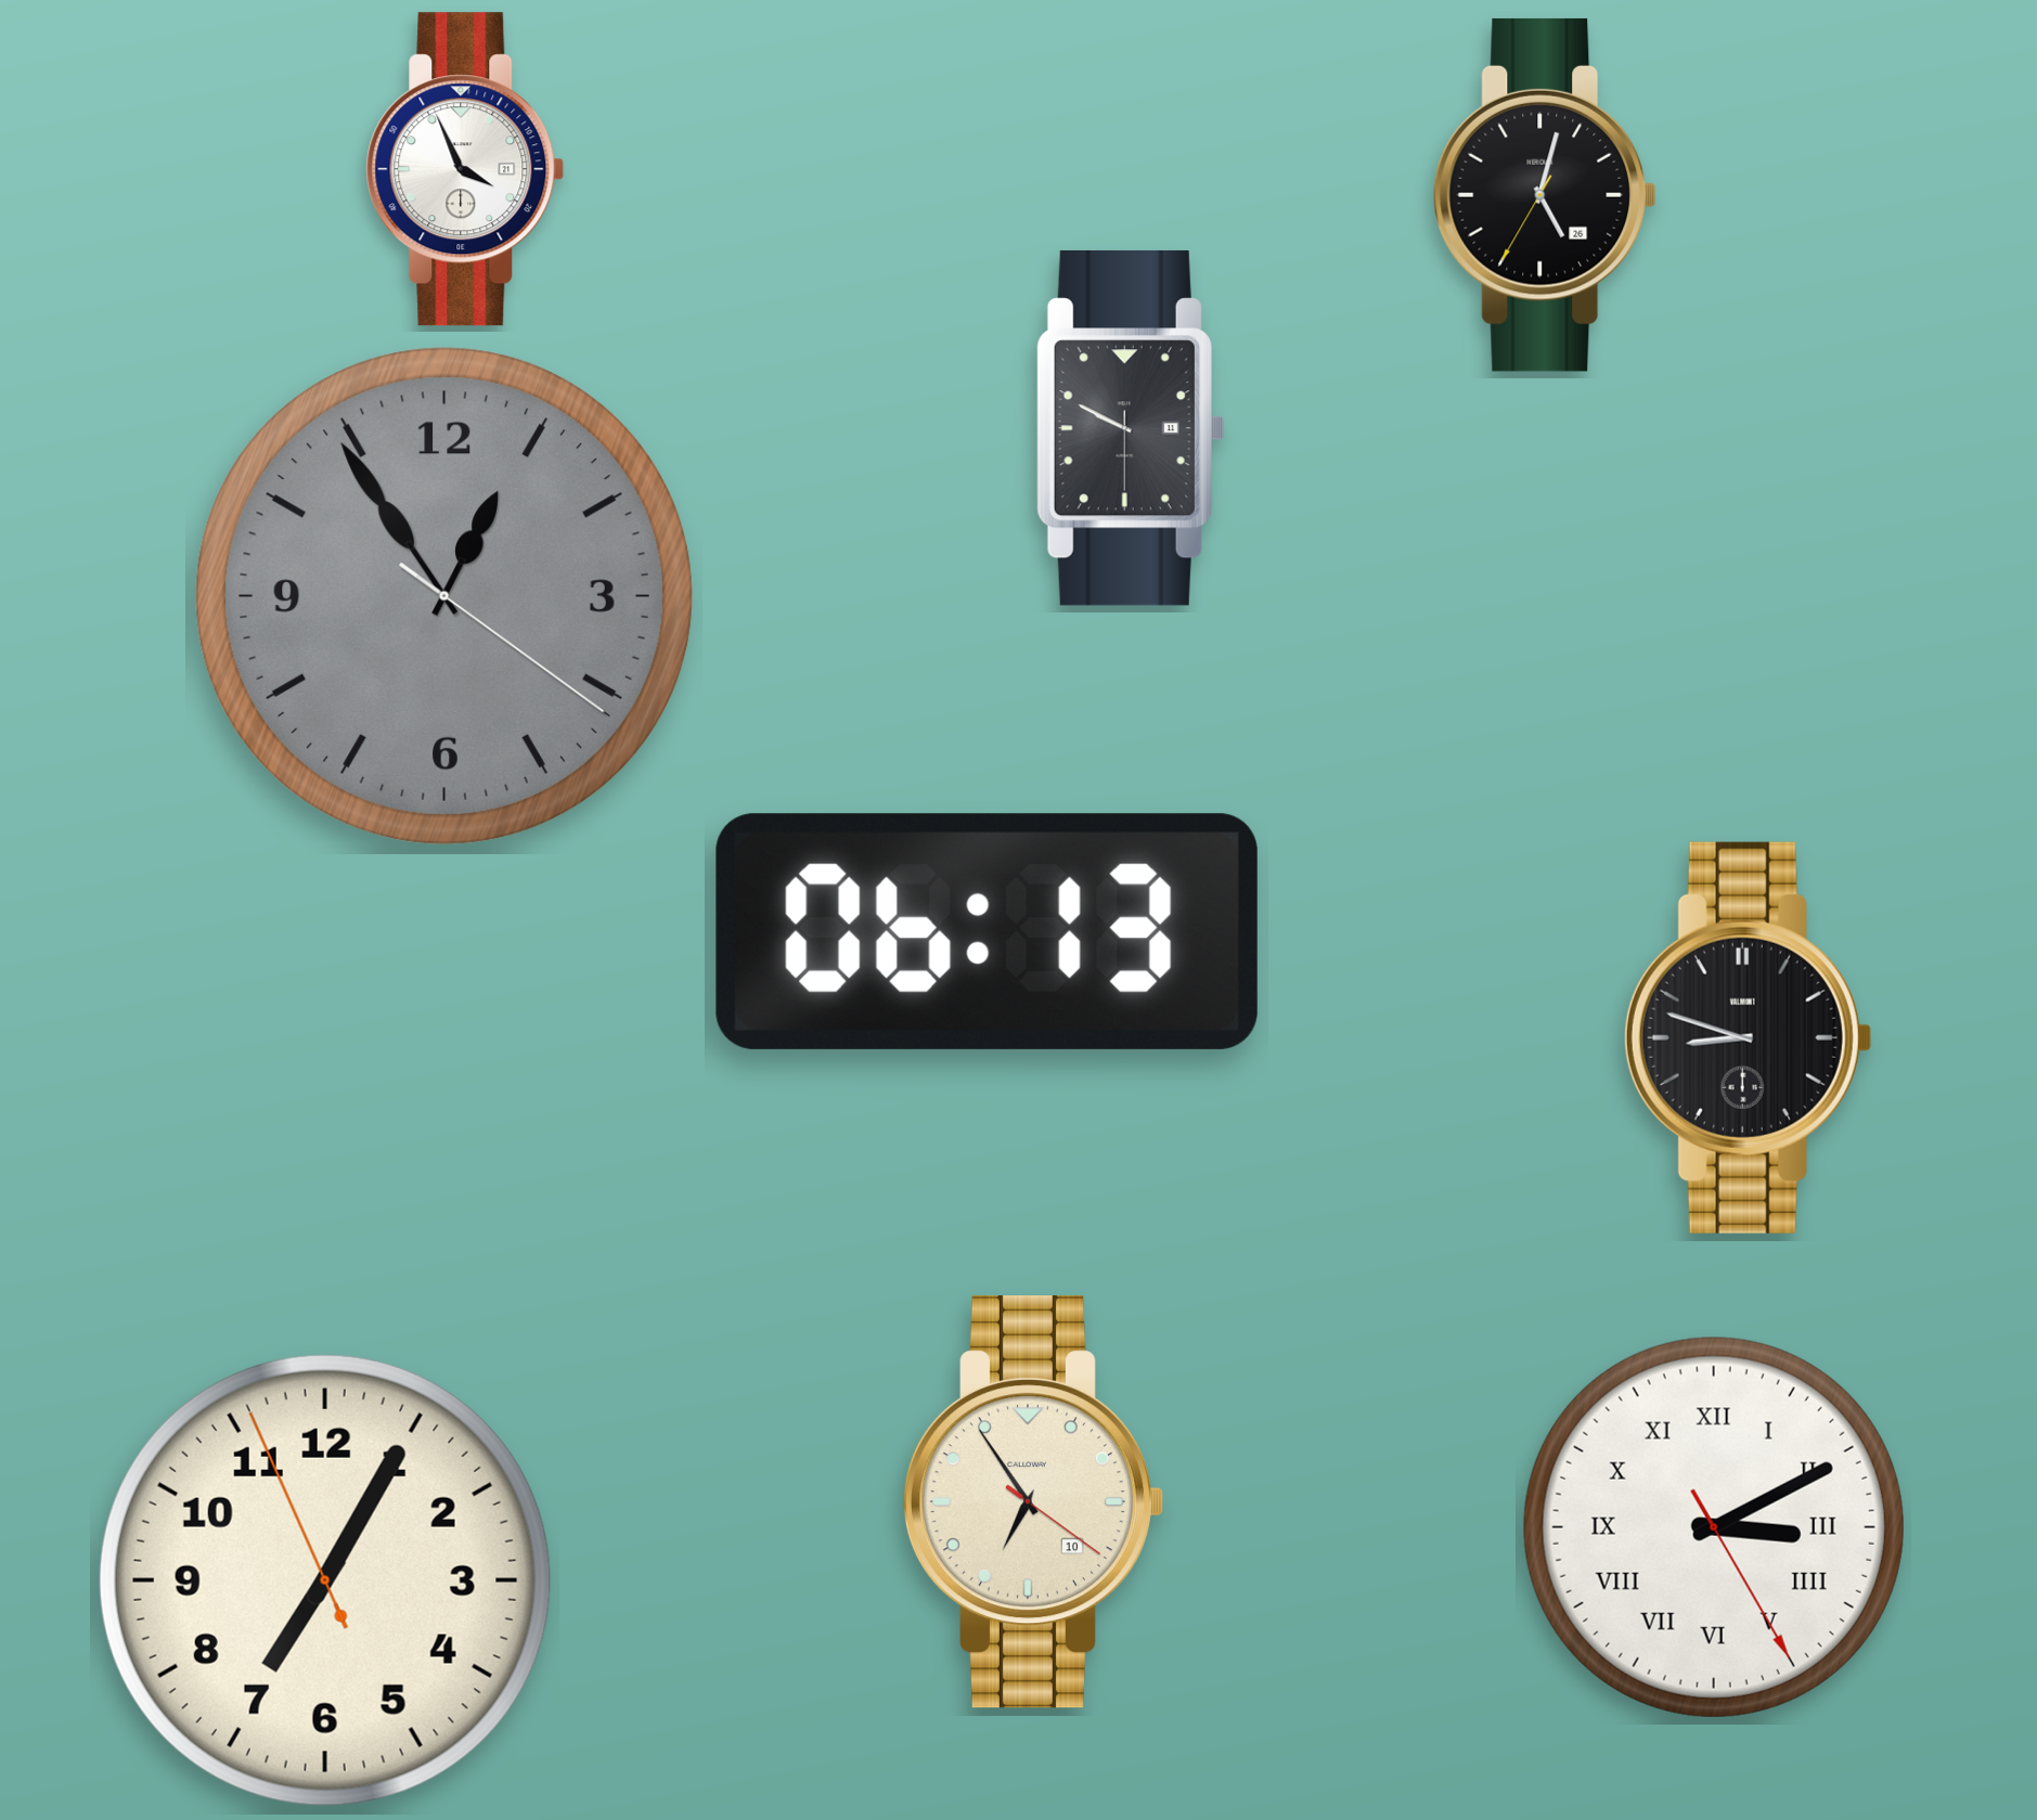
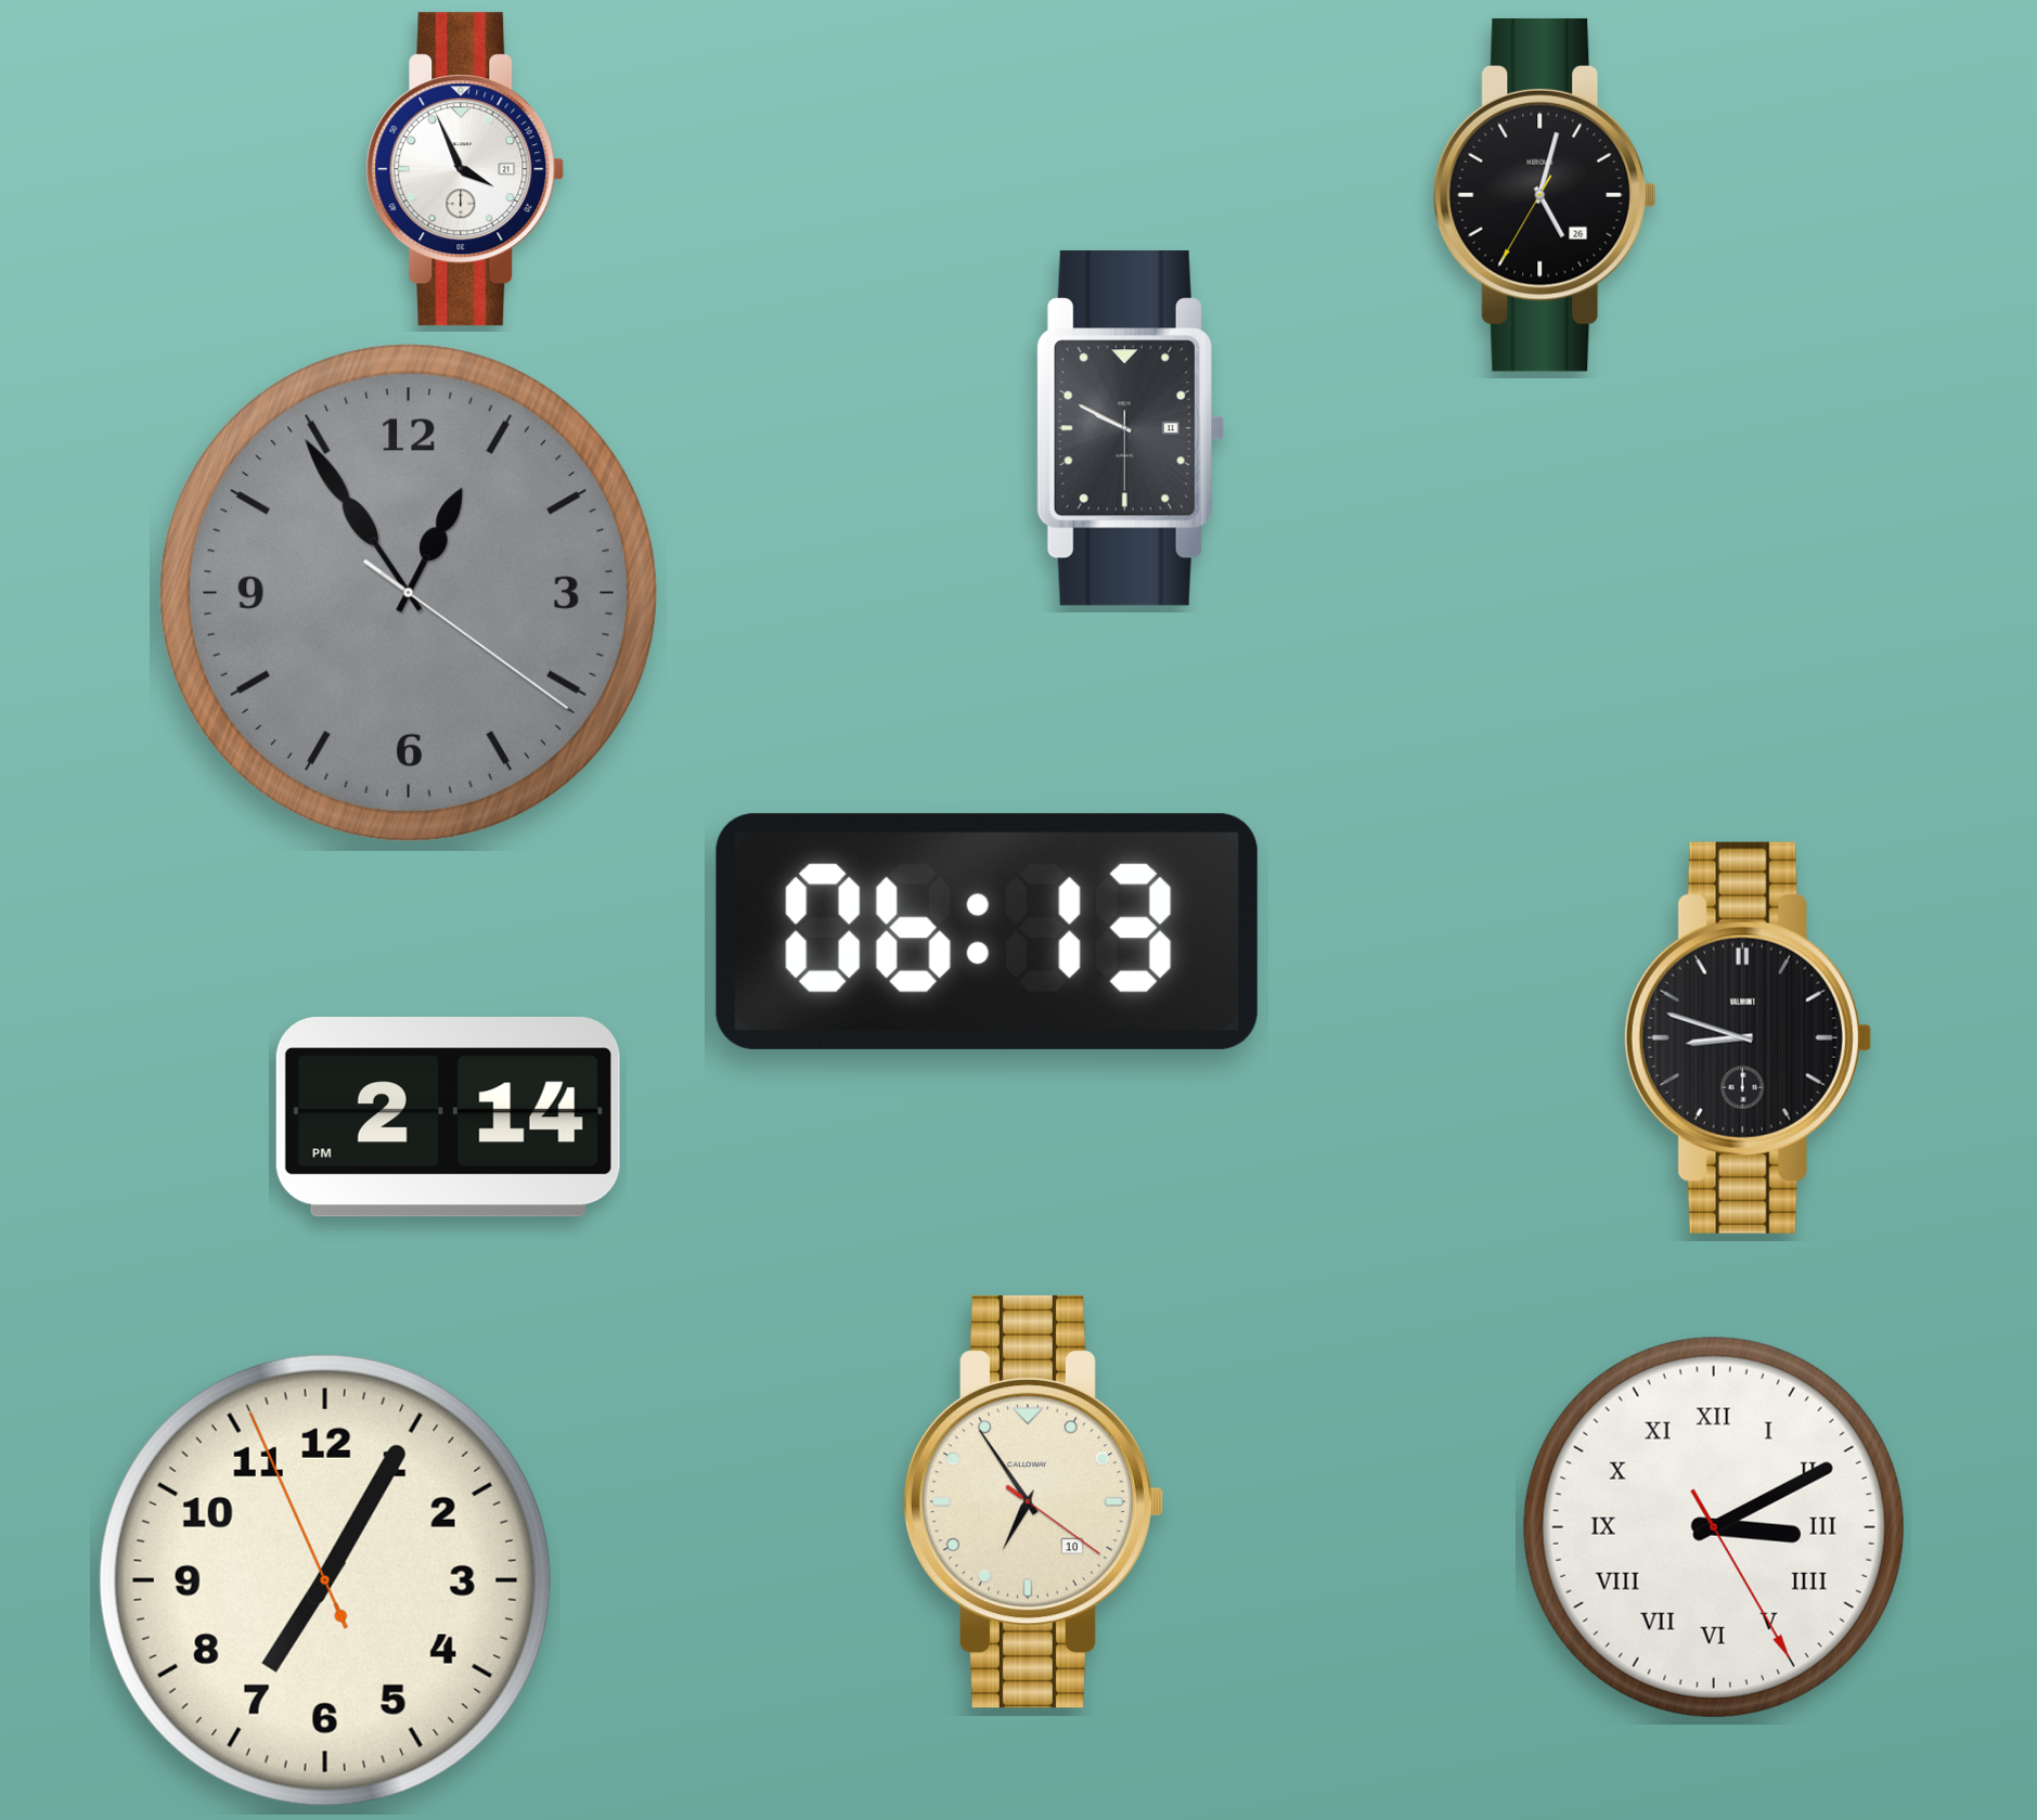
clock at (444, 596) position: (444, 596) -> (409, 593)
clock at (448, 1118): none -> 2:14
